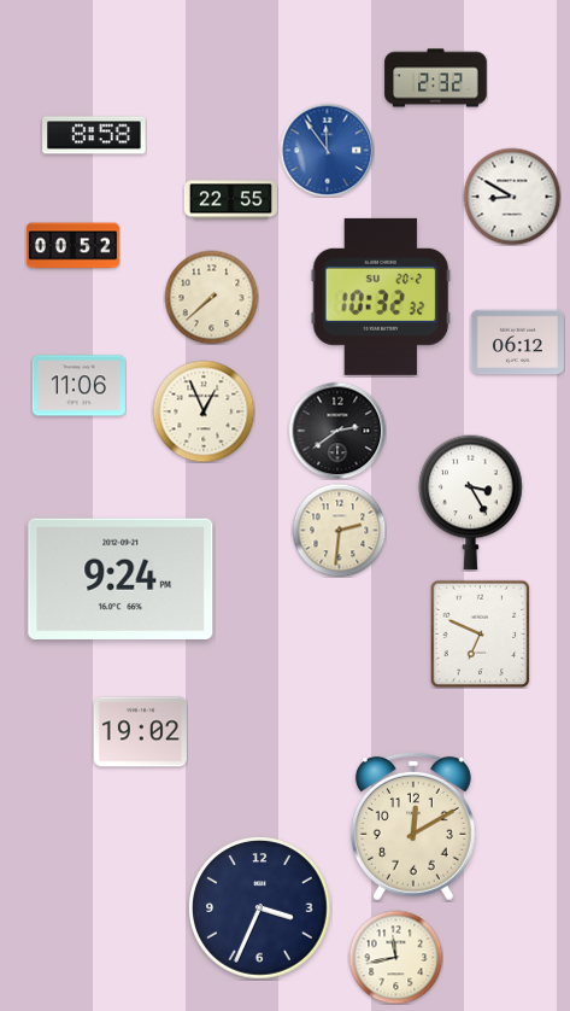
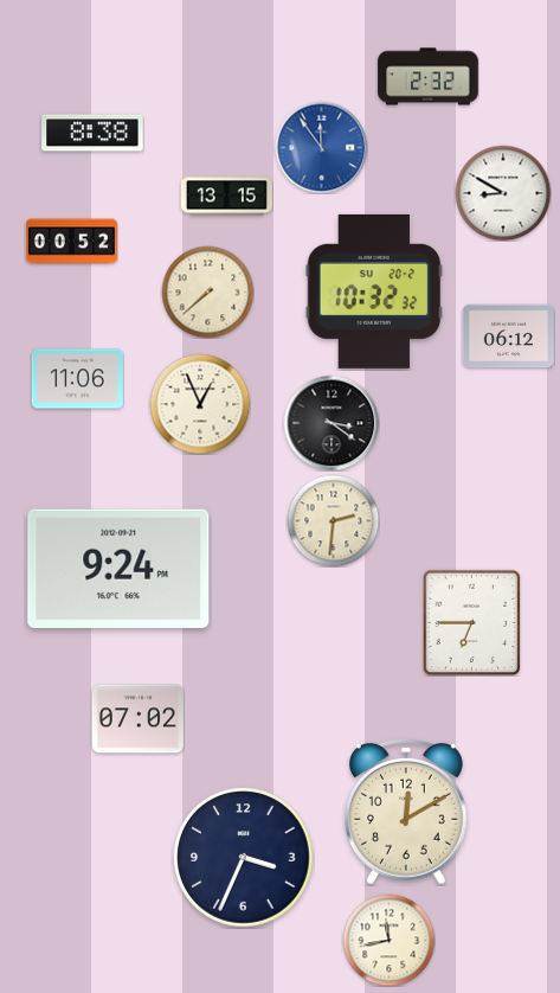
clock at (94, 135): 8:58 -> 8:38
clock at (230, 200): 22:55 -> 13:15
clock at (337, 431): 2:39 -> 3:21
clock at (471, 502): 3:25 -> none
clock at (481, 633): 6:49 -> 6:45
clock at (140, 732): 19:02 -> 07:02
clock at (260, 908) position: (260, 908) -> (244, 858)
